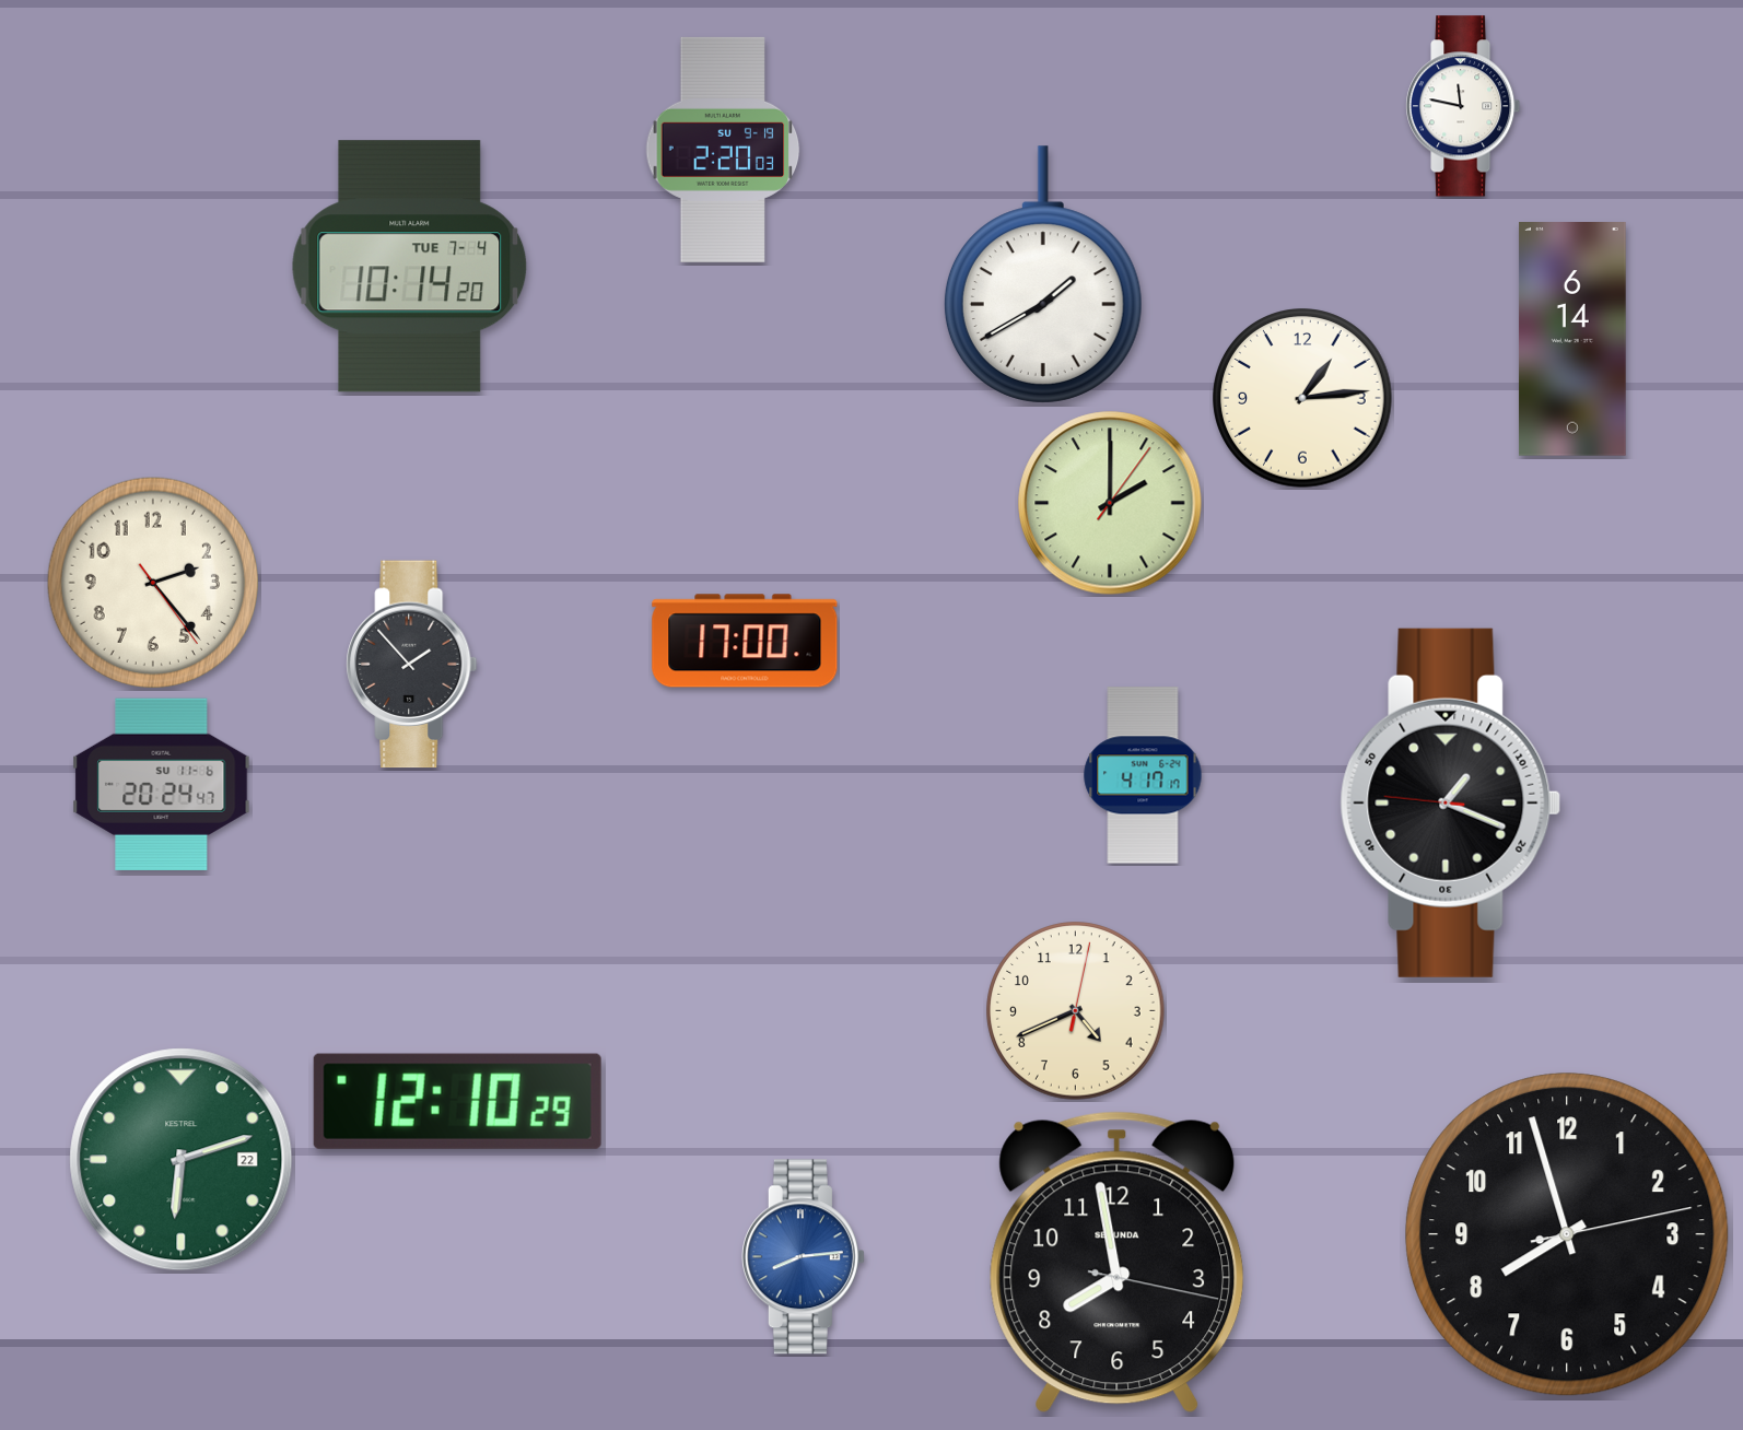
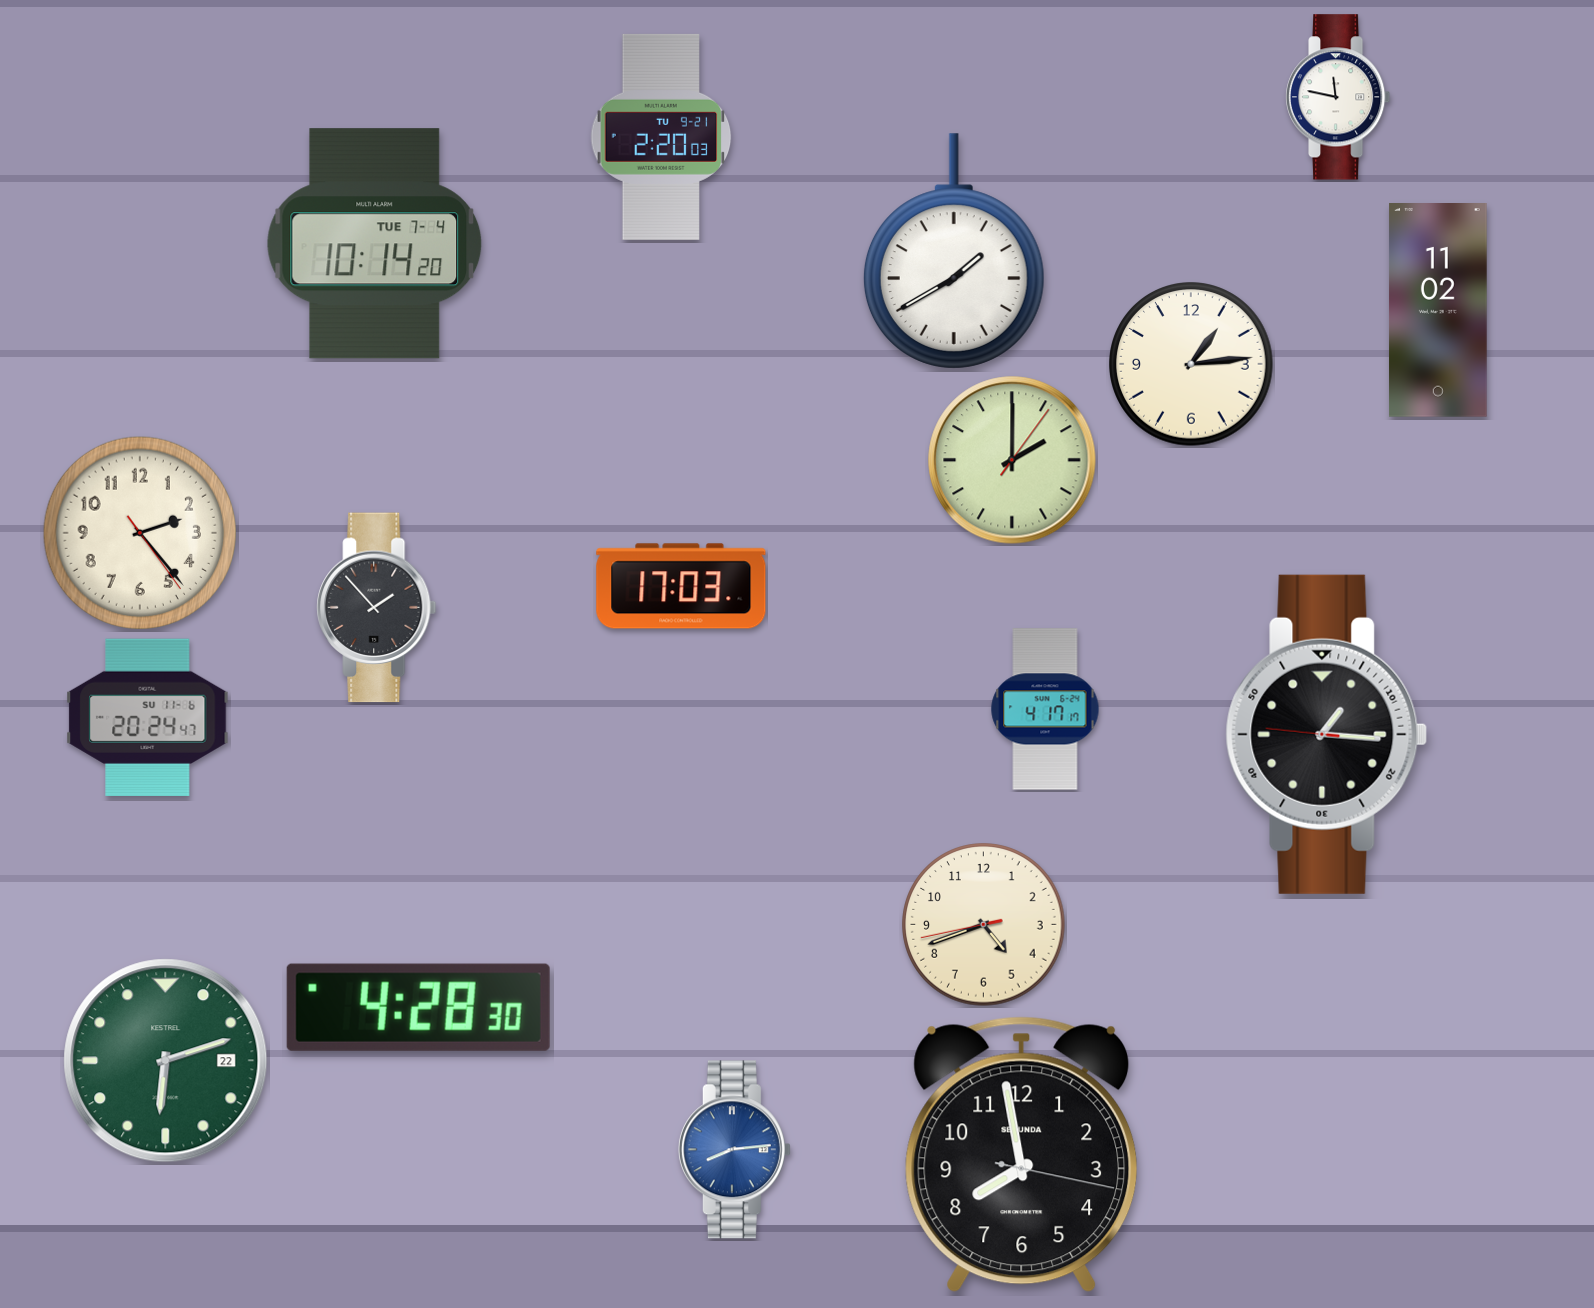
clock at (723, 150) date: SU 9-19 -> TU 9-21
clock at (1574, 340): 6:14 -> 11:02
clock at (1110, 503) position: (1110, 503) -> (1012, 460)
clock at (745, 641): 17:00 -> 17:03
clock at (1451, 802): 1:18 -> 1:15
clock at (1076, 1011): 4:41:02 -> 4:41:43
clock at (457, 1101): 12:10 -> 4:28
clock at (1567, 1234): 7:57 -> none
